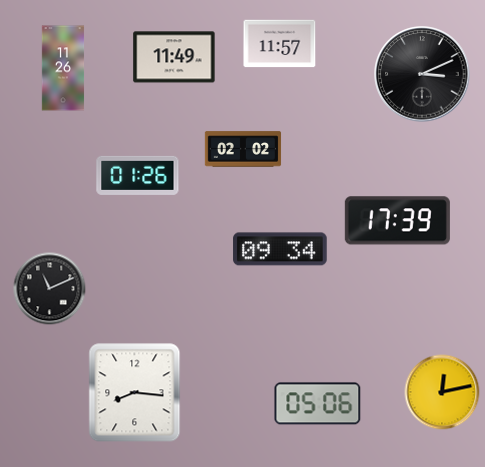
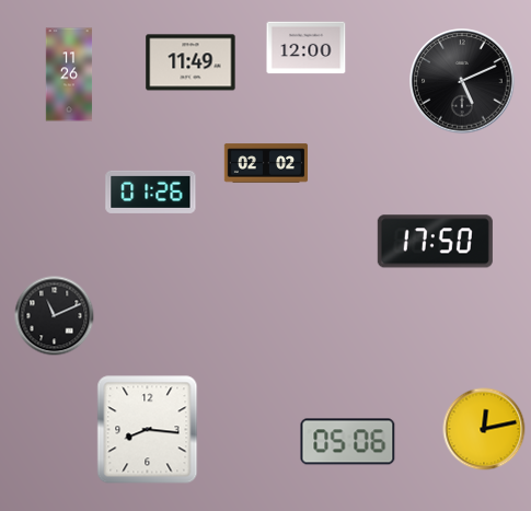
clock at (280, 44): 11:57 -> 12:00
clock at (422, 74): 3:11 -> 5:11
clock at (397, 221): 17:39 -> 17:50
clock at (280, 249): 09:34 -> none
